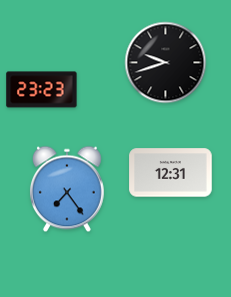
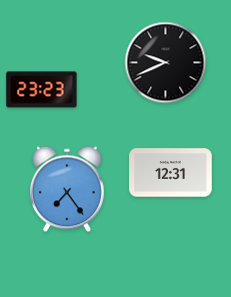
clock at (166, 63): 9:42 -> 9:41
